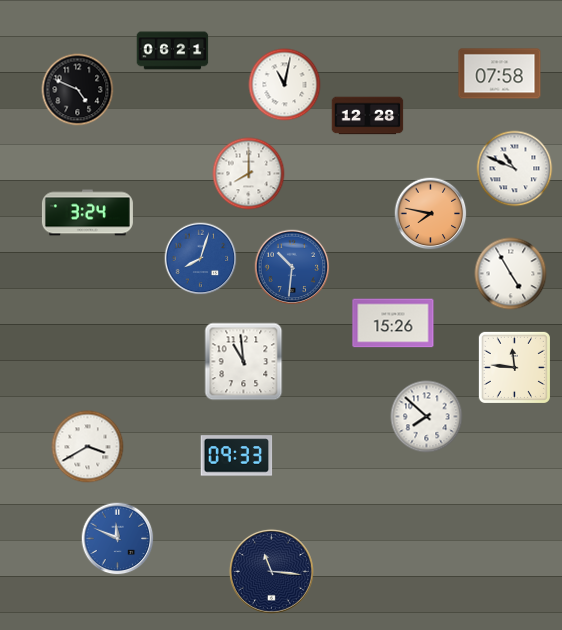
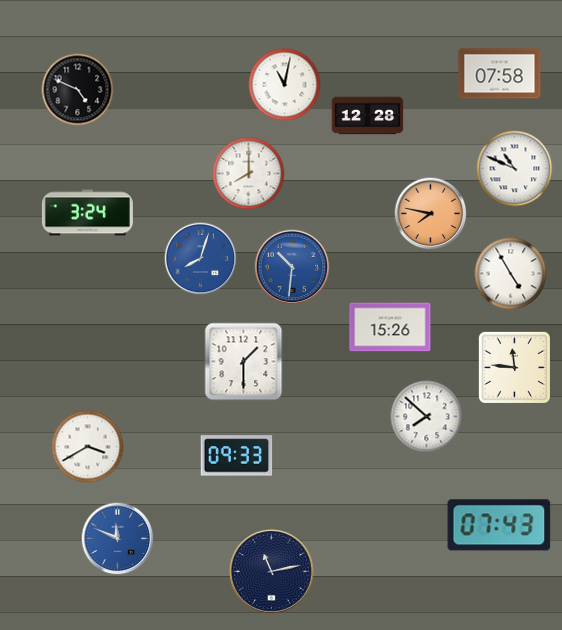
clock at (173, 51): 06:21 -> none
clock at (393, 323) position: (393, 323) -> (390, 327)
clock at (244, 362): 10:59 -> 1:30
clock at (499, 525): none -> 07:43
clock at (271, 571): 11:16 -> 11:13
